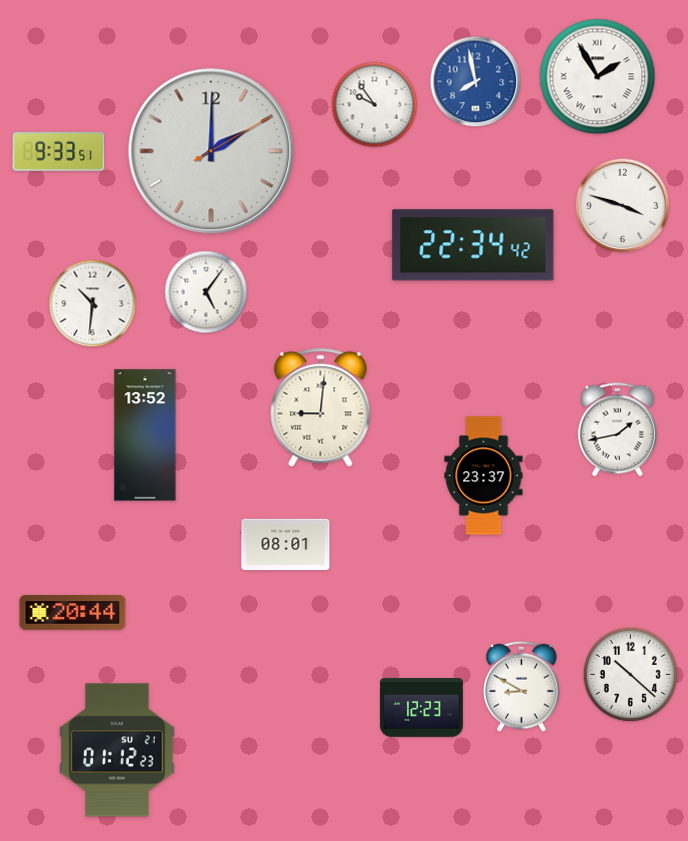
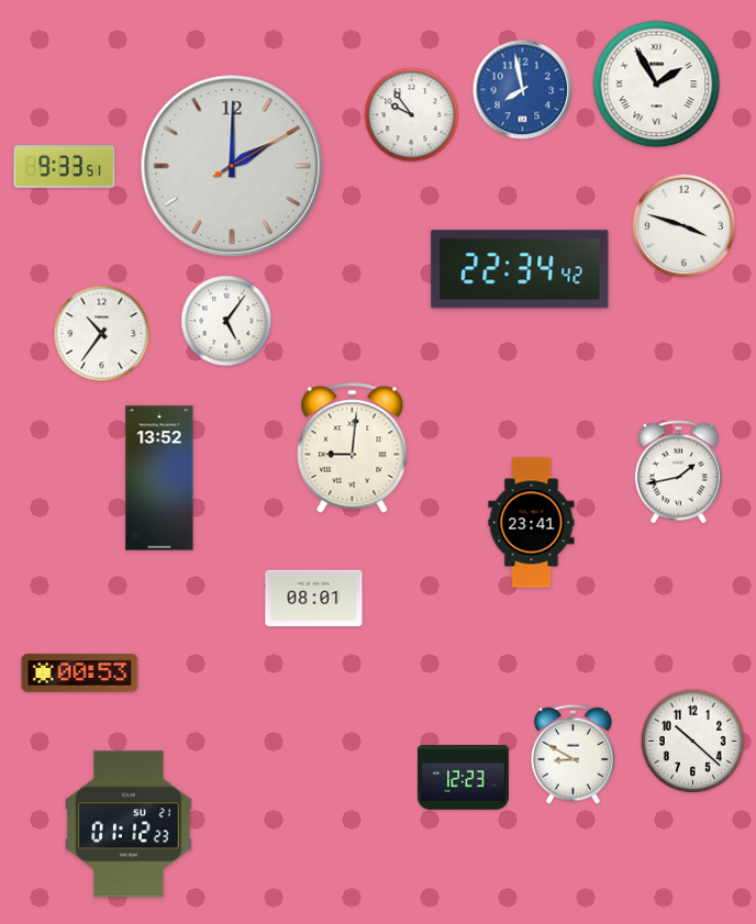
clock at (93, 304): 10:31 -> 10:36
clock at (484, 476): 23:37 -> 23:41
clock at (73, 613): 20:44 -> 00:53
